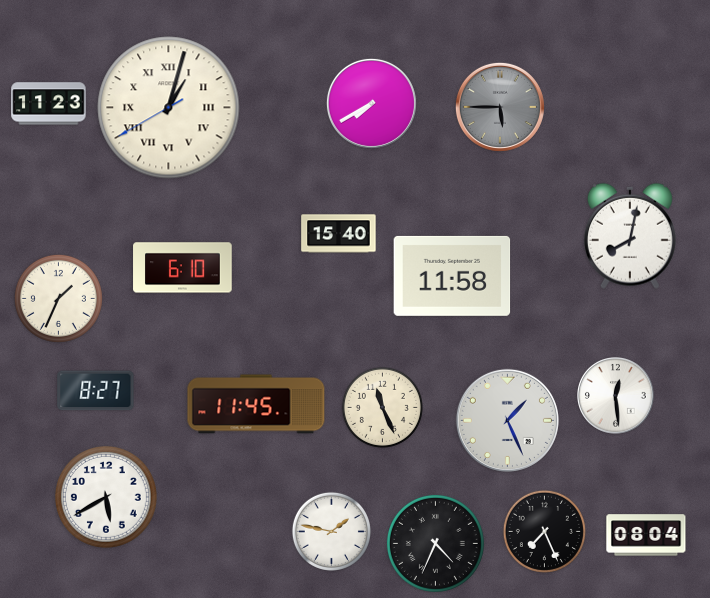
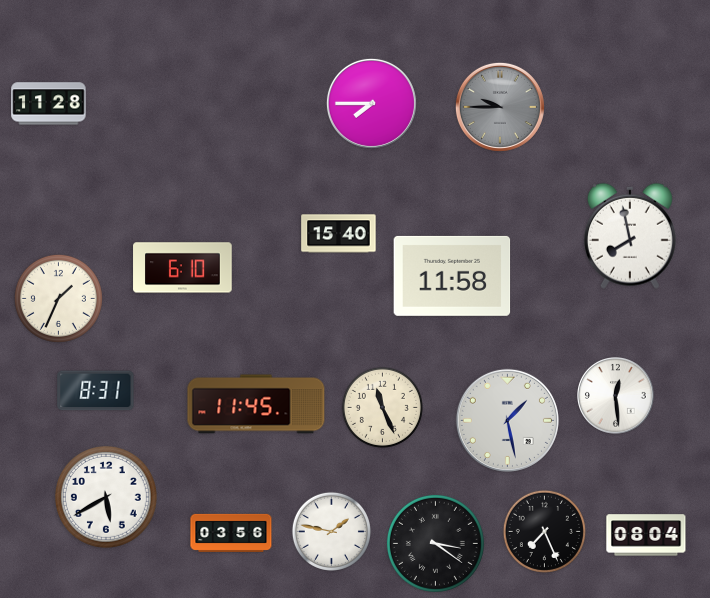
clock at (371, 103): 7:40 -> 7:45
clock at (49, 104): 11:23 -> 11:28
clock at (500, 107): 5:45 -> 9:45
clock at (169, 108): 1:02 -> none
clock at (630, 236): 8:02 -> 7:58
clock at (96, 391): 8:27 -> 8:31
clock at (507, 420): 1:26 -> 1:28
clock at (231, 533): none -> 03:56
clock at (435, 543): 4:34 -> 3:21
